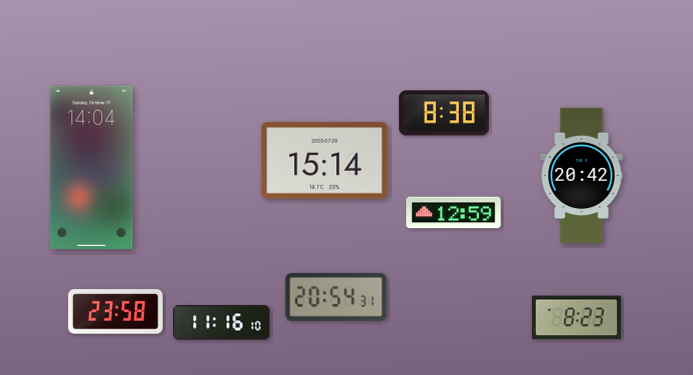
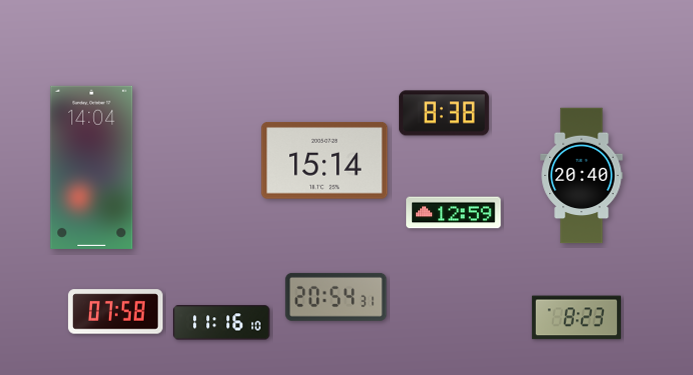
clock at (582, 176): 20:42 -> 20:40
clock at (116, 312): 23:58 -> 07:58
